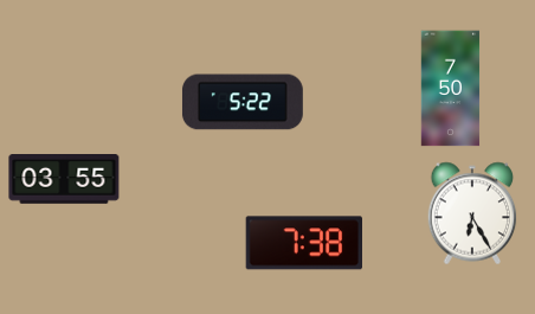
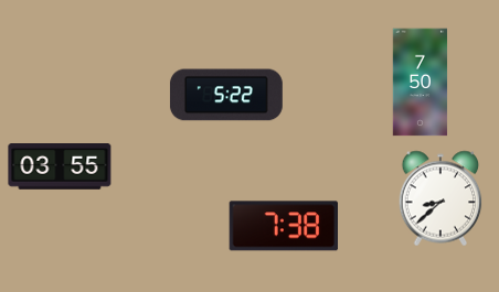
clock at (472, 213): 6:25 -> 8:38
